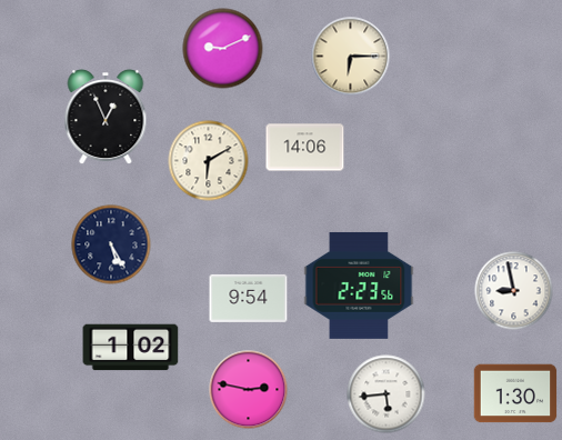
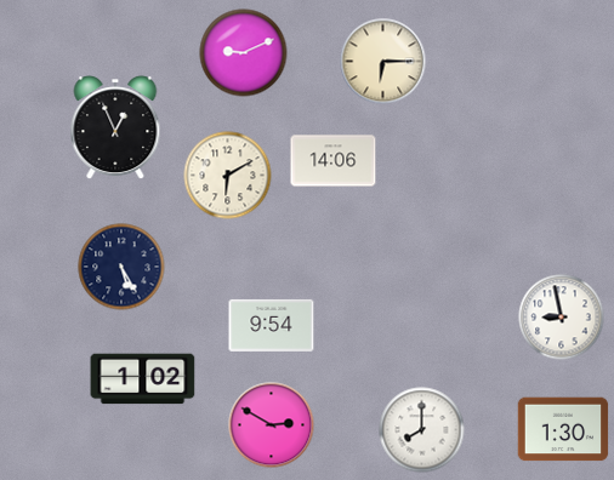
clock at (359, 286): 2:23 -> none
clock at (249, 390): 2:47 -> 2:50
clock at (387, 394): 5:44 -> 8:00
